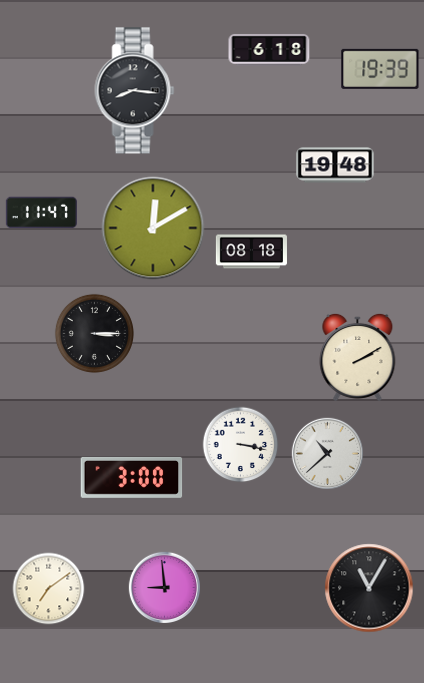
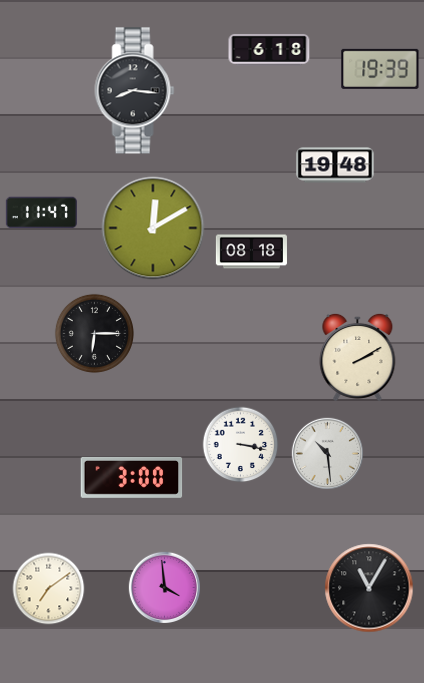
clock at (94, 333): 3:15 -> 6:15
clock at (327, 453): 10:38 -> 10:29
clock at (164, 587): 8:59 -> 3:59
